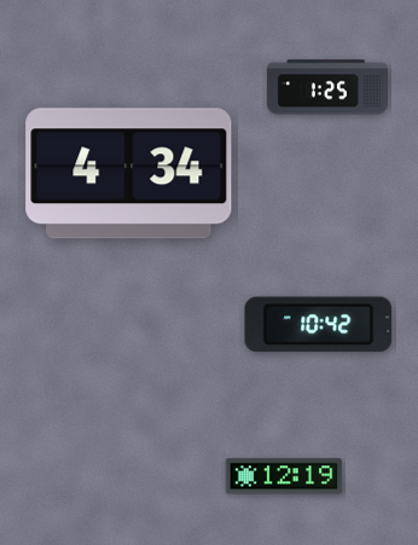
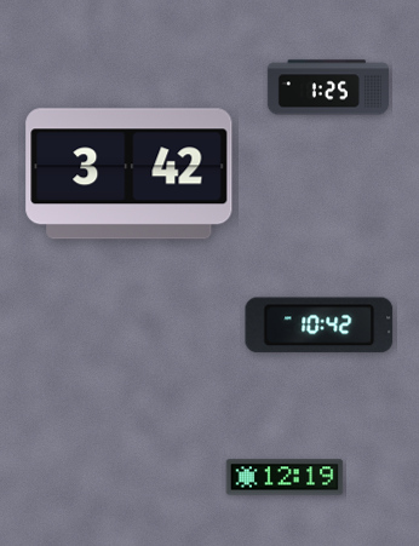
clock at (129, 174): 4:34 -> 3:42
